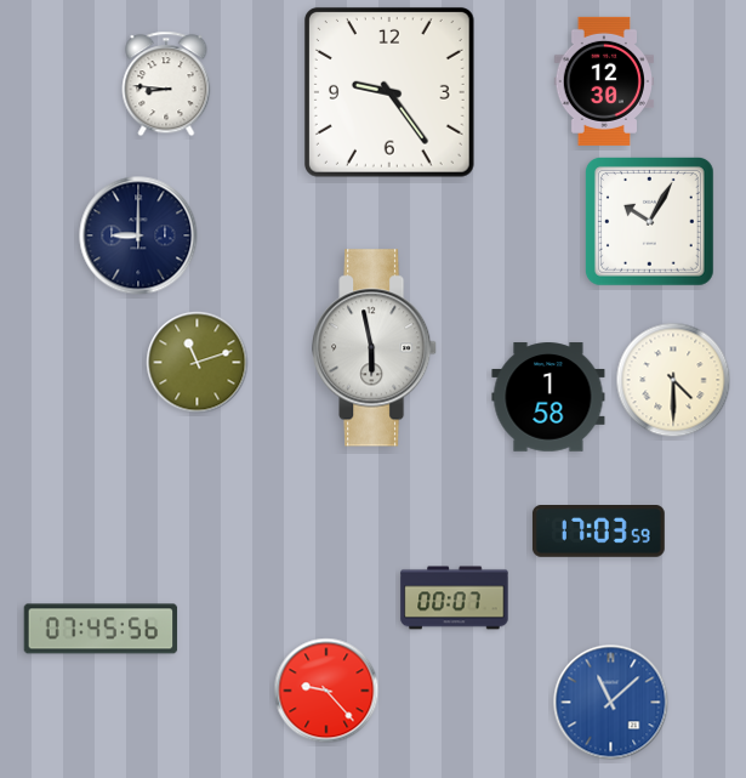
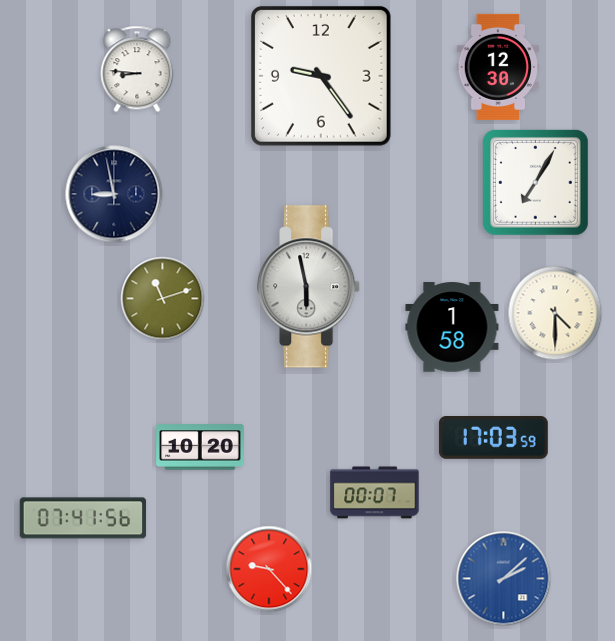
clock at (649, 221): 10:05 -> 7:05
clock at (138, 235): 9:00 -> 8:58
clock at (200, 447): none -> 10:20
clock at (101, 629): 07:45 -> 07:41
clock at (611, 703): 11:08 -> 2:08
